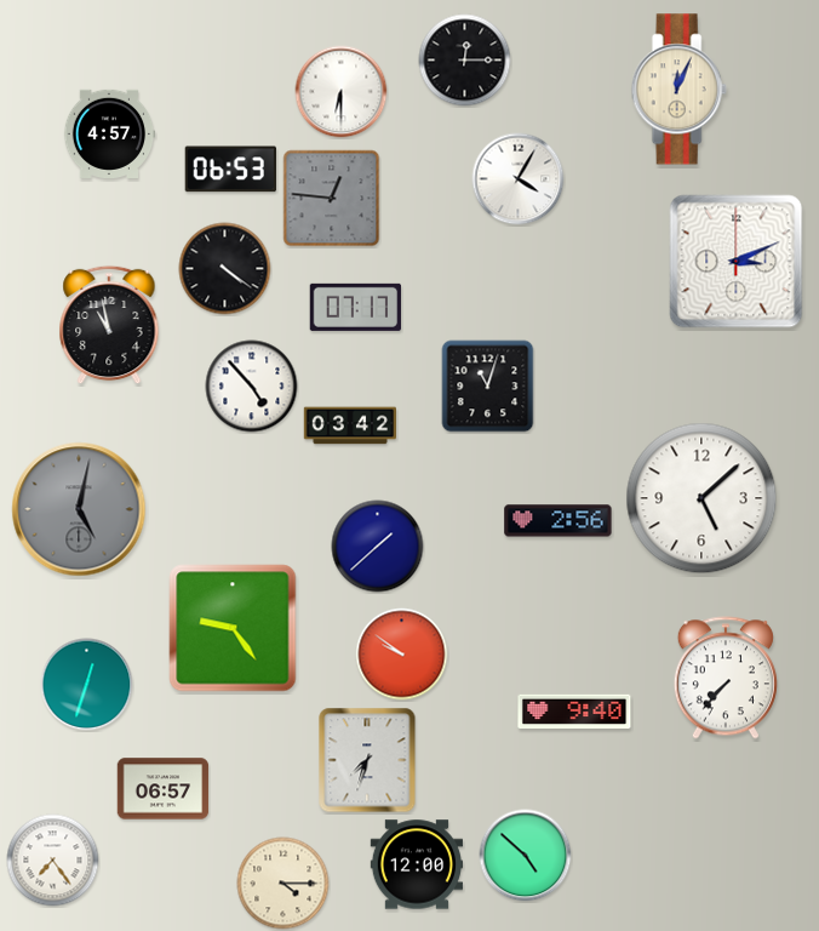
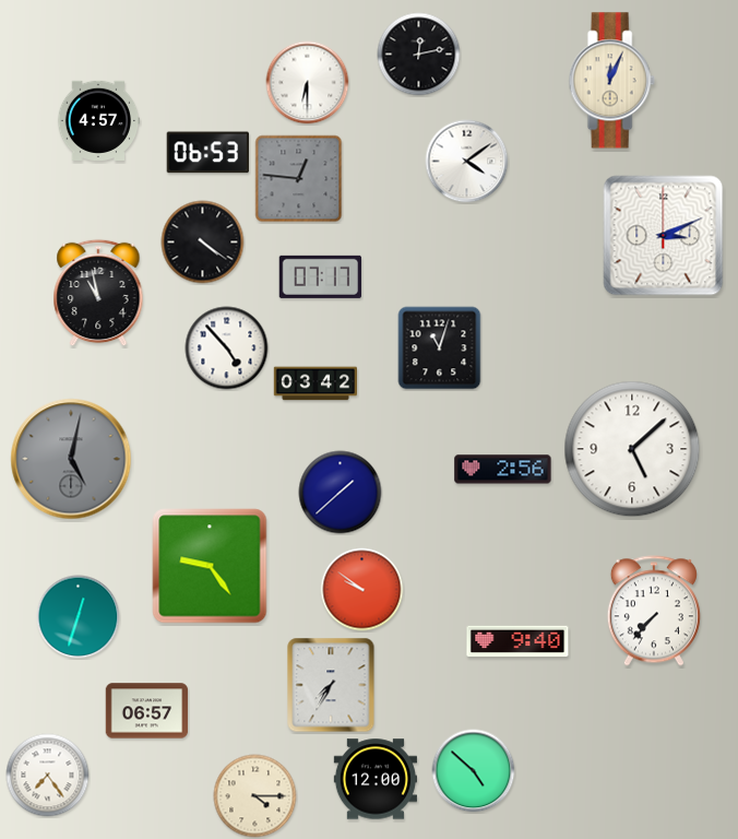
clock at (465, 61): 12:15 -> 12:13
clock at (519, 179): 4:05 -> 4:09
clock at (367, 760): 7:33 -> 7:35
